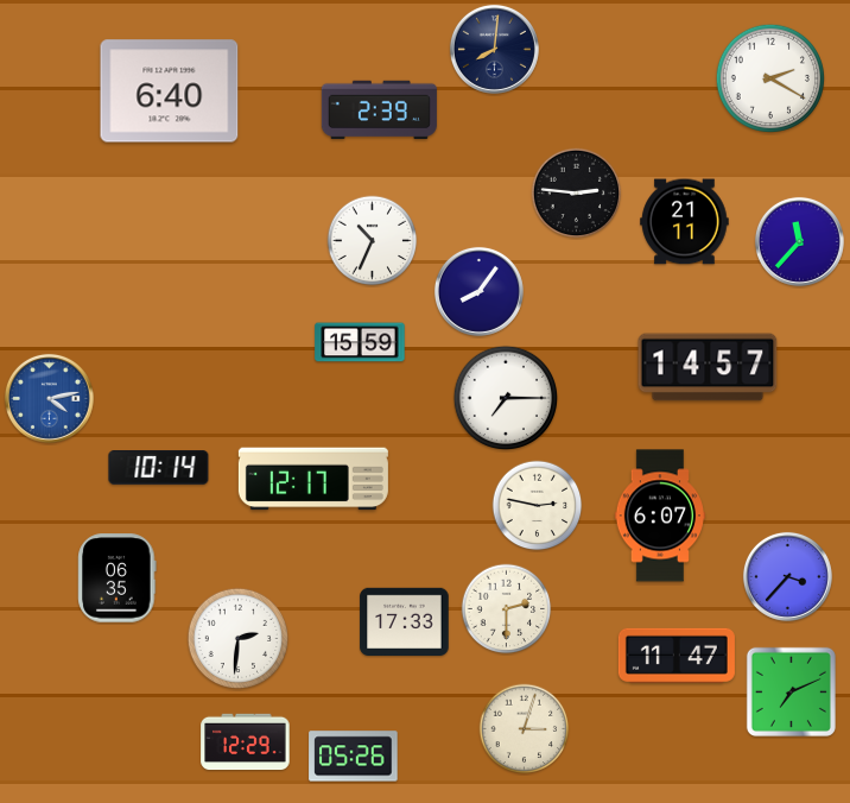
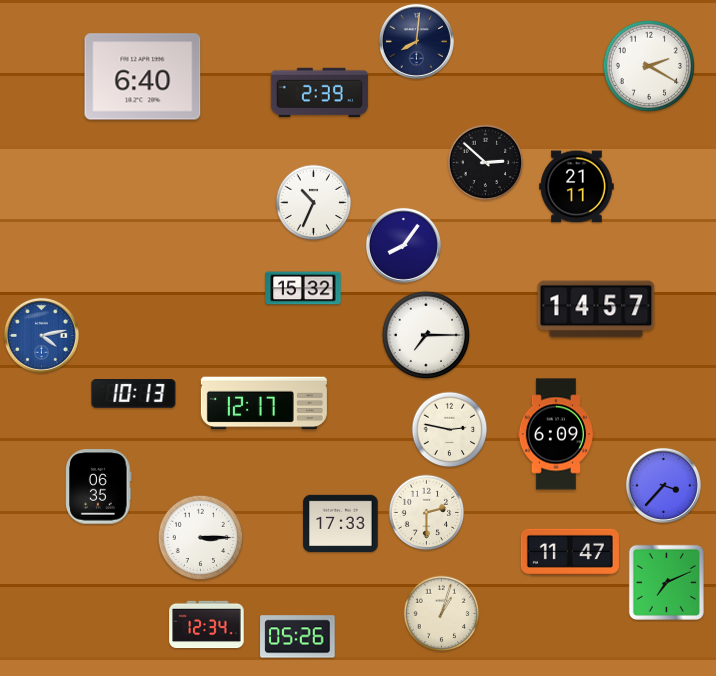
clock at (577, 194): 2:46 -> 2:52
clock at (799, 241): 11:37 -> none
clock at (360, 342): 15:59 -> 15:32
clock at (159, 468): 10:14 -> 10:13
clock at (538, 506) position: (538, 506) -> (450, 430)
clock at (659, 516): 6:07 -> 6:09
clock at (239, 639): 2:31 -> 3:15
clock at (525, 729): 3:03 -> 1:03
clock at (246, 742): 12:29 -> 12:34
